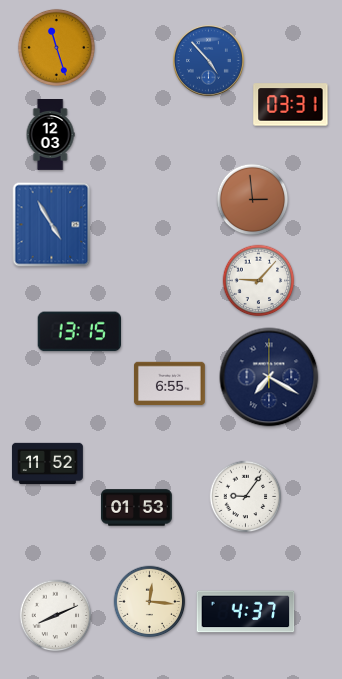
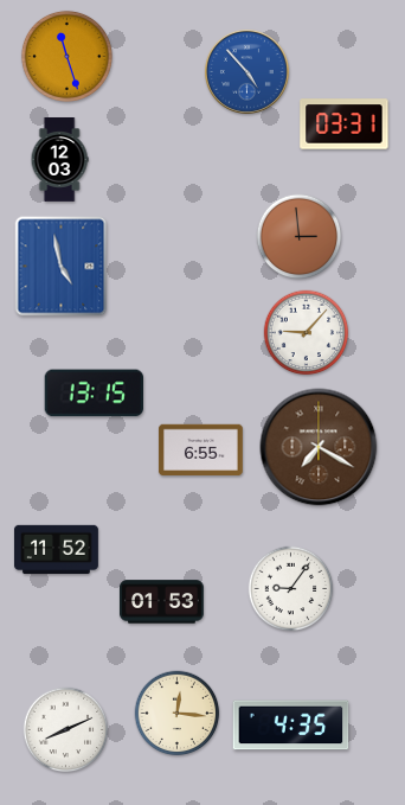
clock at (52, 225): 4:55 -> 4:58
clock at (269, 377) dial: navy -> brown
clock at (169, 384) position: (169, 384) -> (200, 451)
clock at (246, 612): 4:37 -> 4:35
